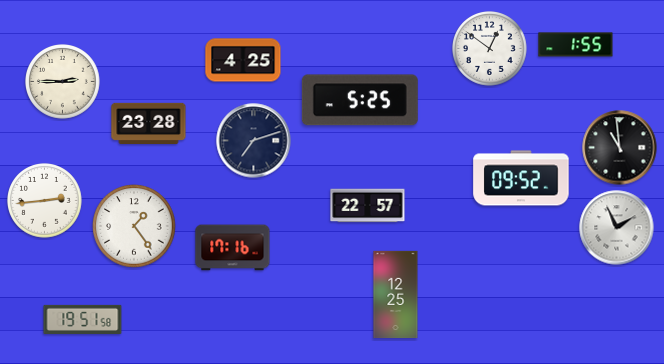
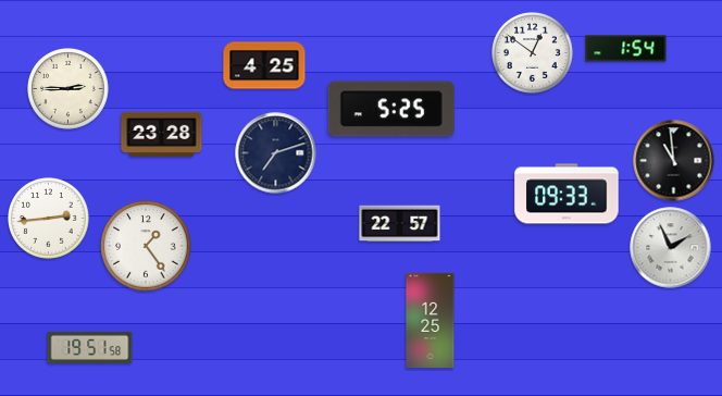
clock at (576, 45): 1:55 -> 1:54
clock at (521, 178): 09:52 -> 09:33
clock at (233, 248): 17:16 -> none
